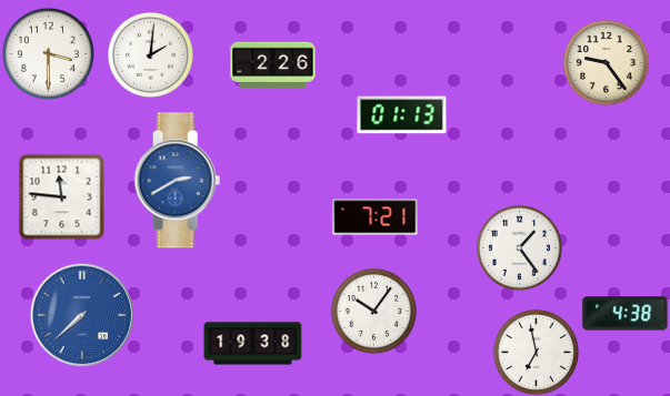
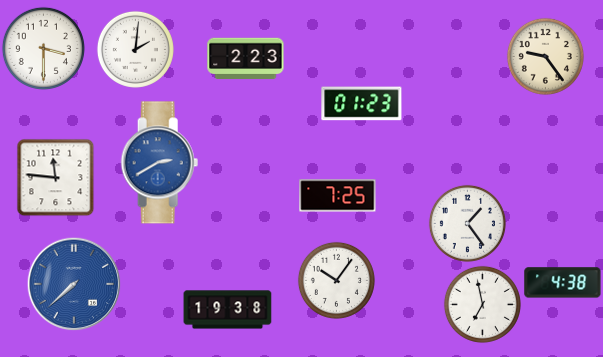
clock at (273, 65): 2:26 -> 2:23
clock at (402, 115): 01:13 -> 01:23
clock at (376, 217): 7:21 -> 7:25
clock at (536, 352) position: (536, 352) -> (482, 304)
